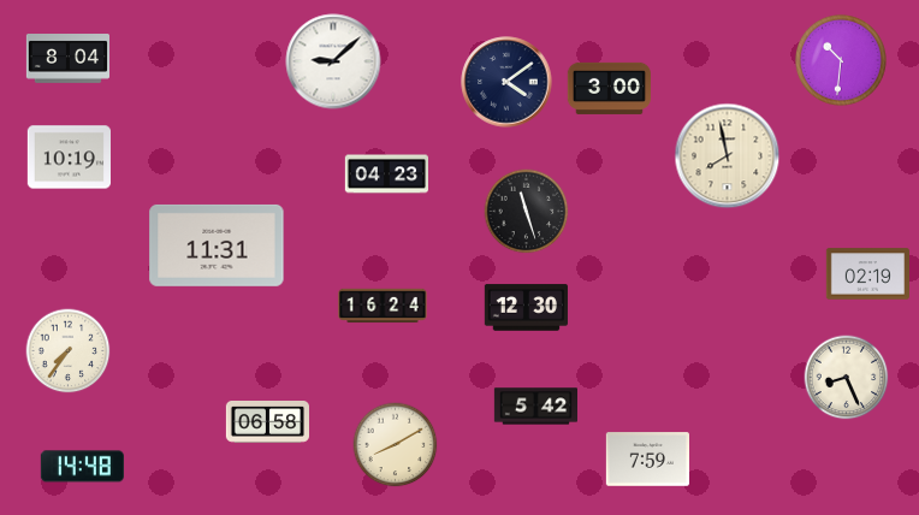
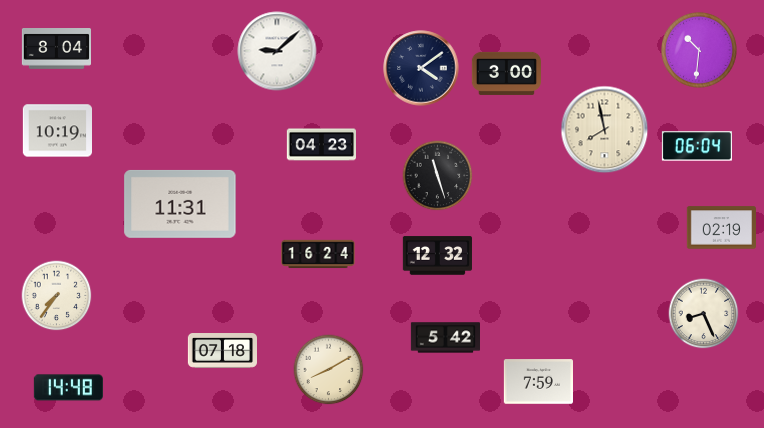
clock at (697, 146): none -> 06:04
clock at (526, 308): 12:30 -> 12:32
clock at (69, 351) position: (69, 351) -> (57, 296)
clock at (267, 422): 06:58 -> 07:18
